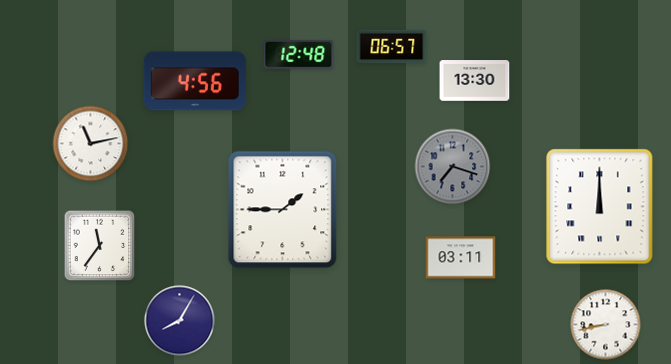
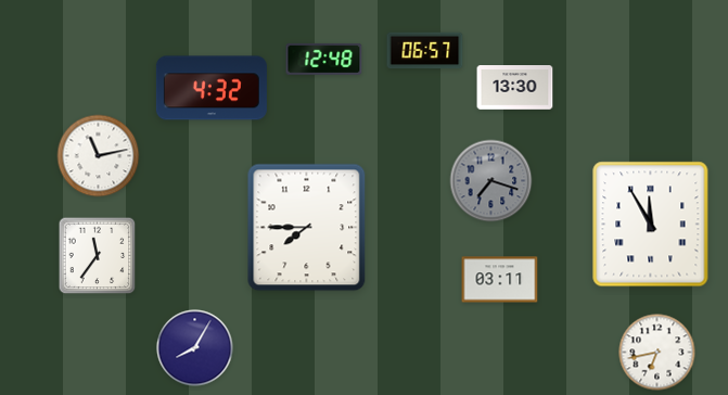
clock at (195, 81): 4:56 -> 4:32
clock at (600, 207): 12:00 -> 11:55
clock at (283, 210): 1:45 -> 7:45
clock at (100, 246) position: (100, 246) -> (98, 256)
clock at (606, 325): 8:43 -> 6:43
